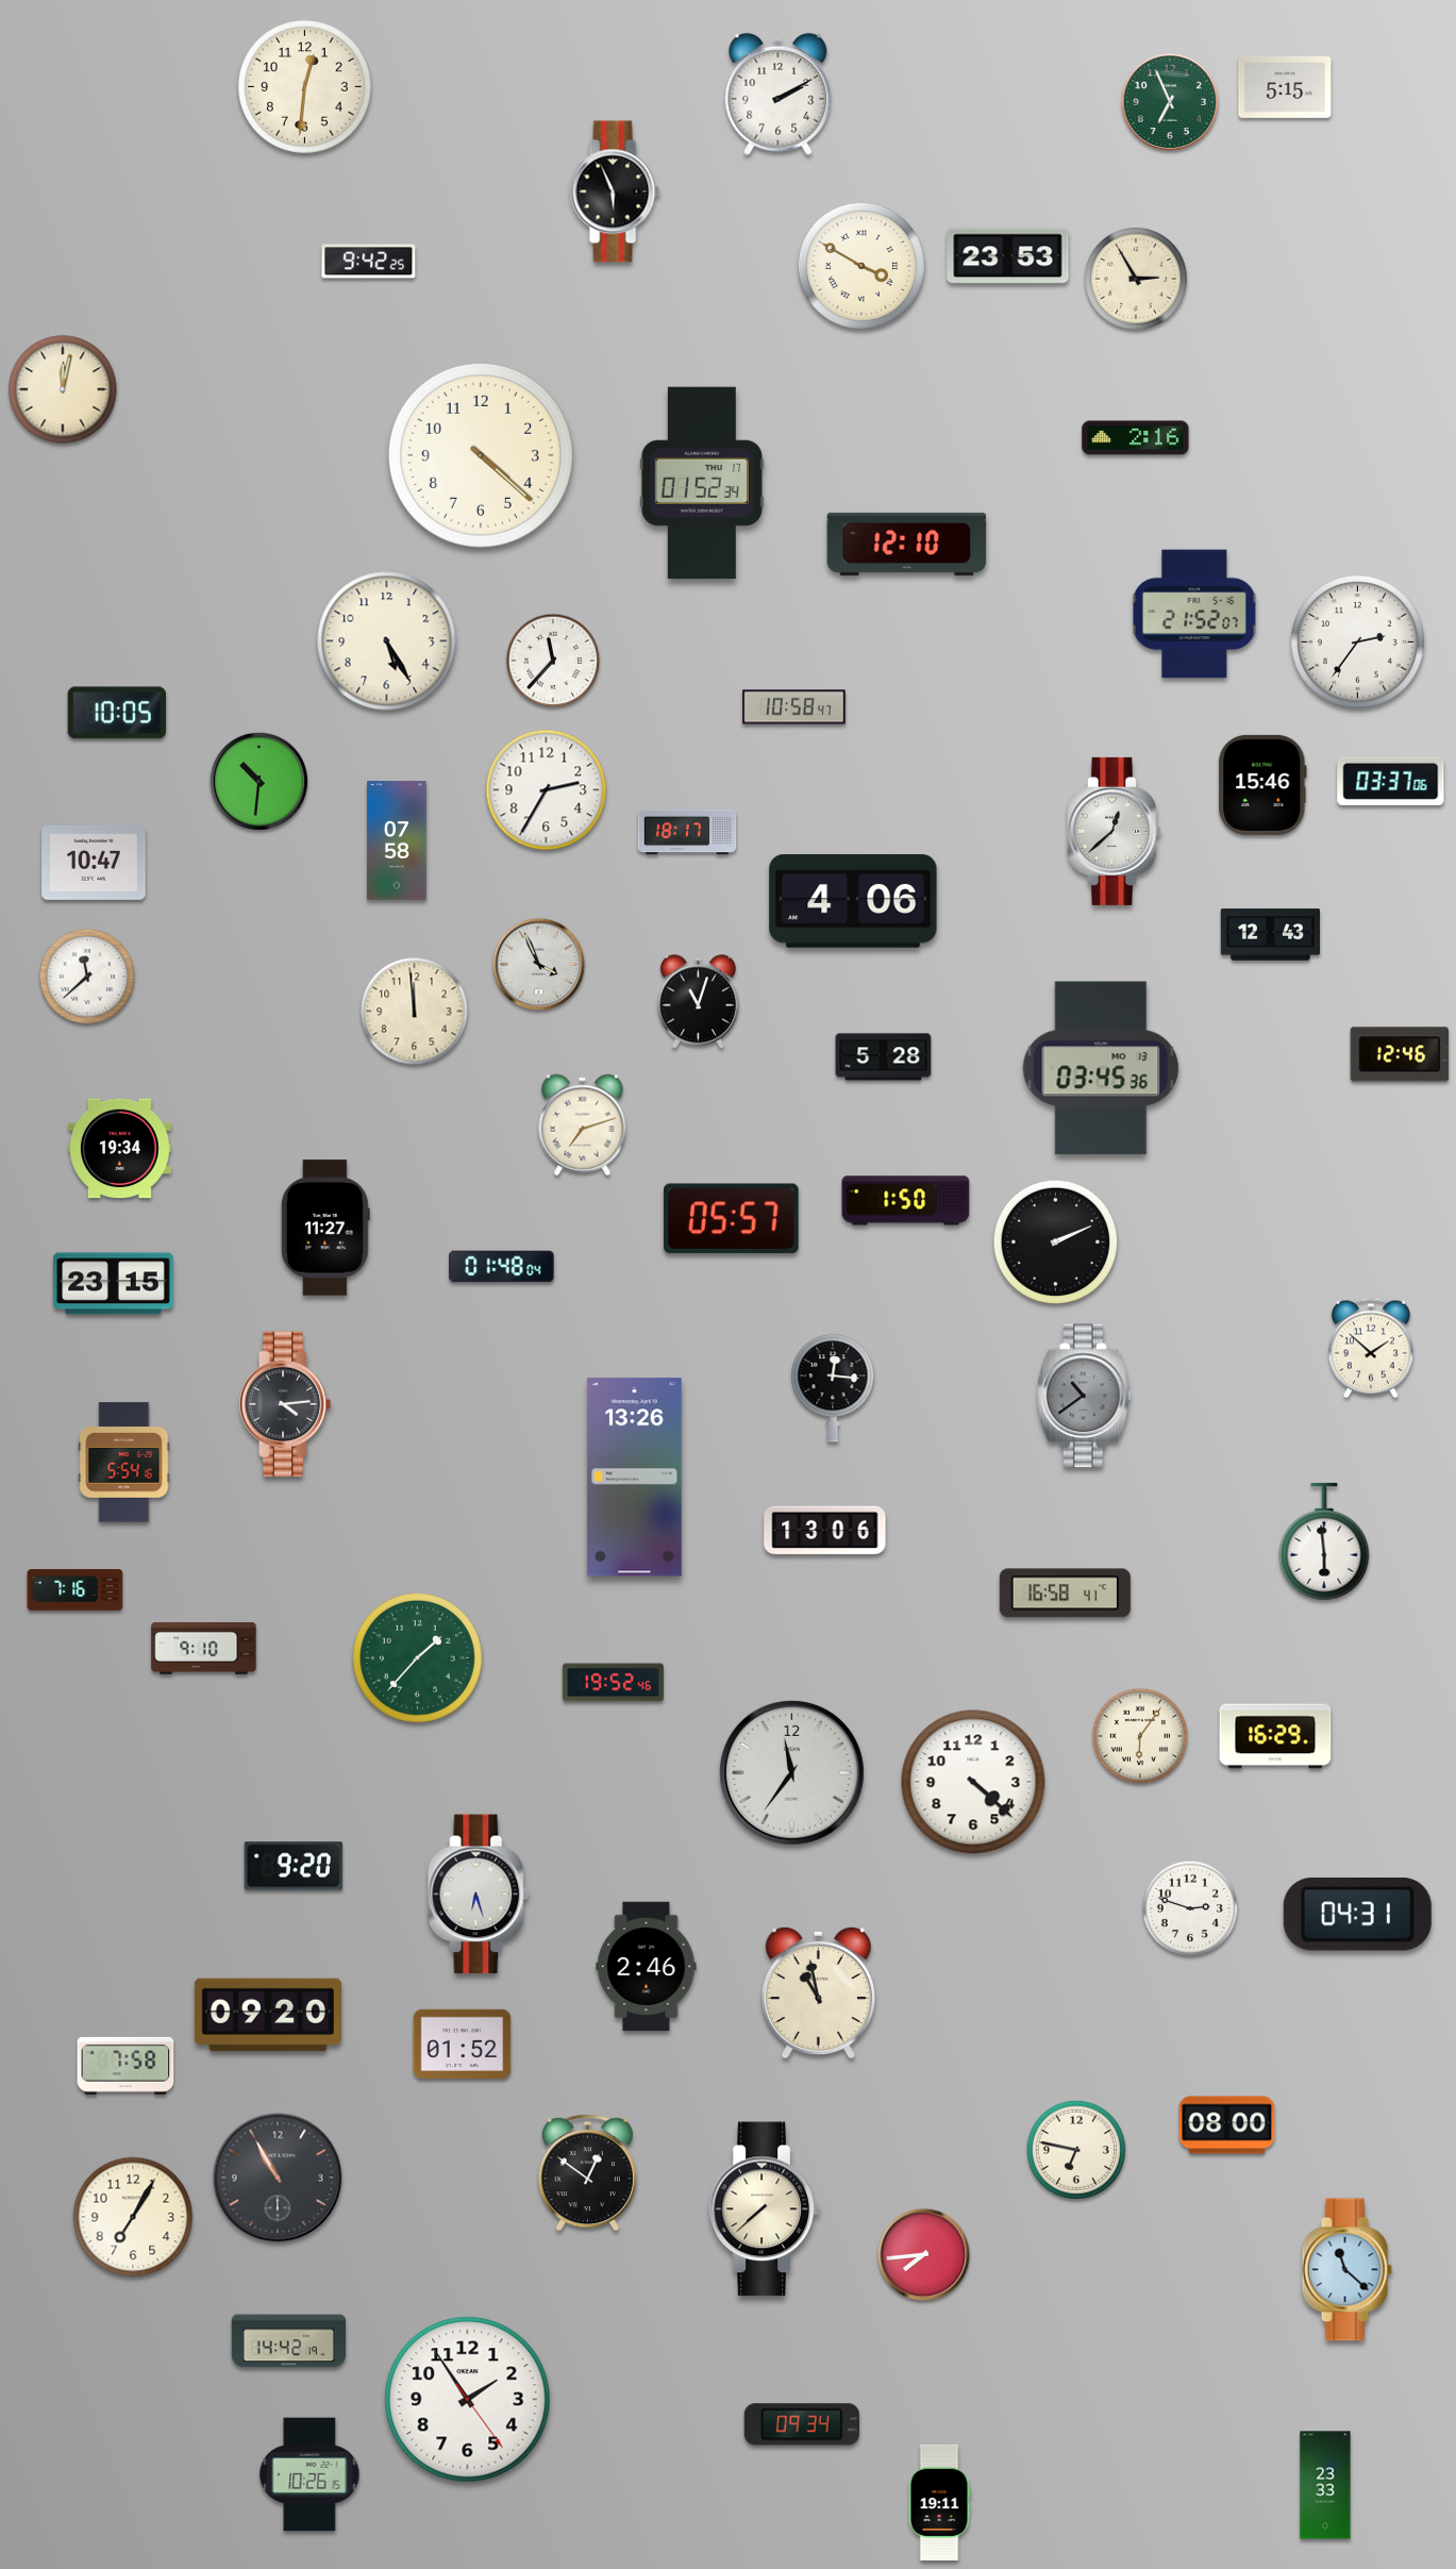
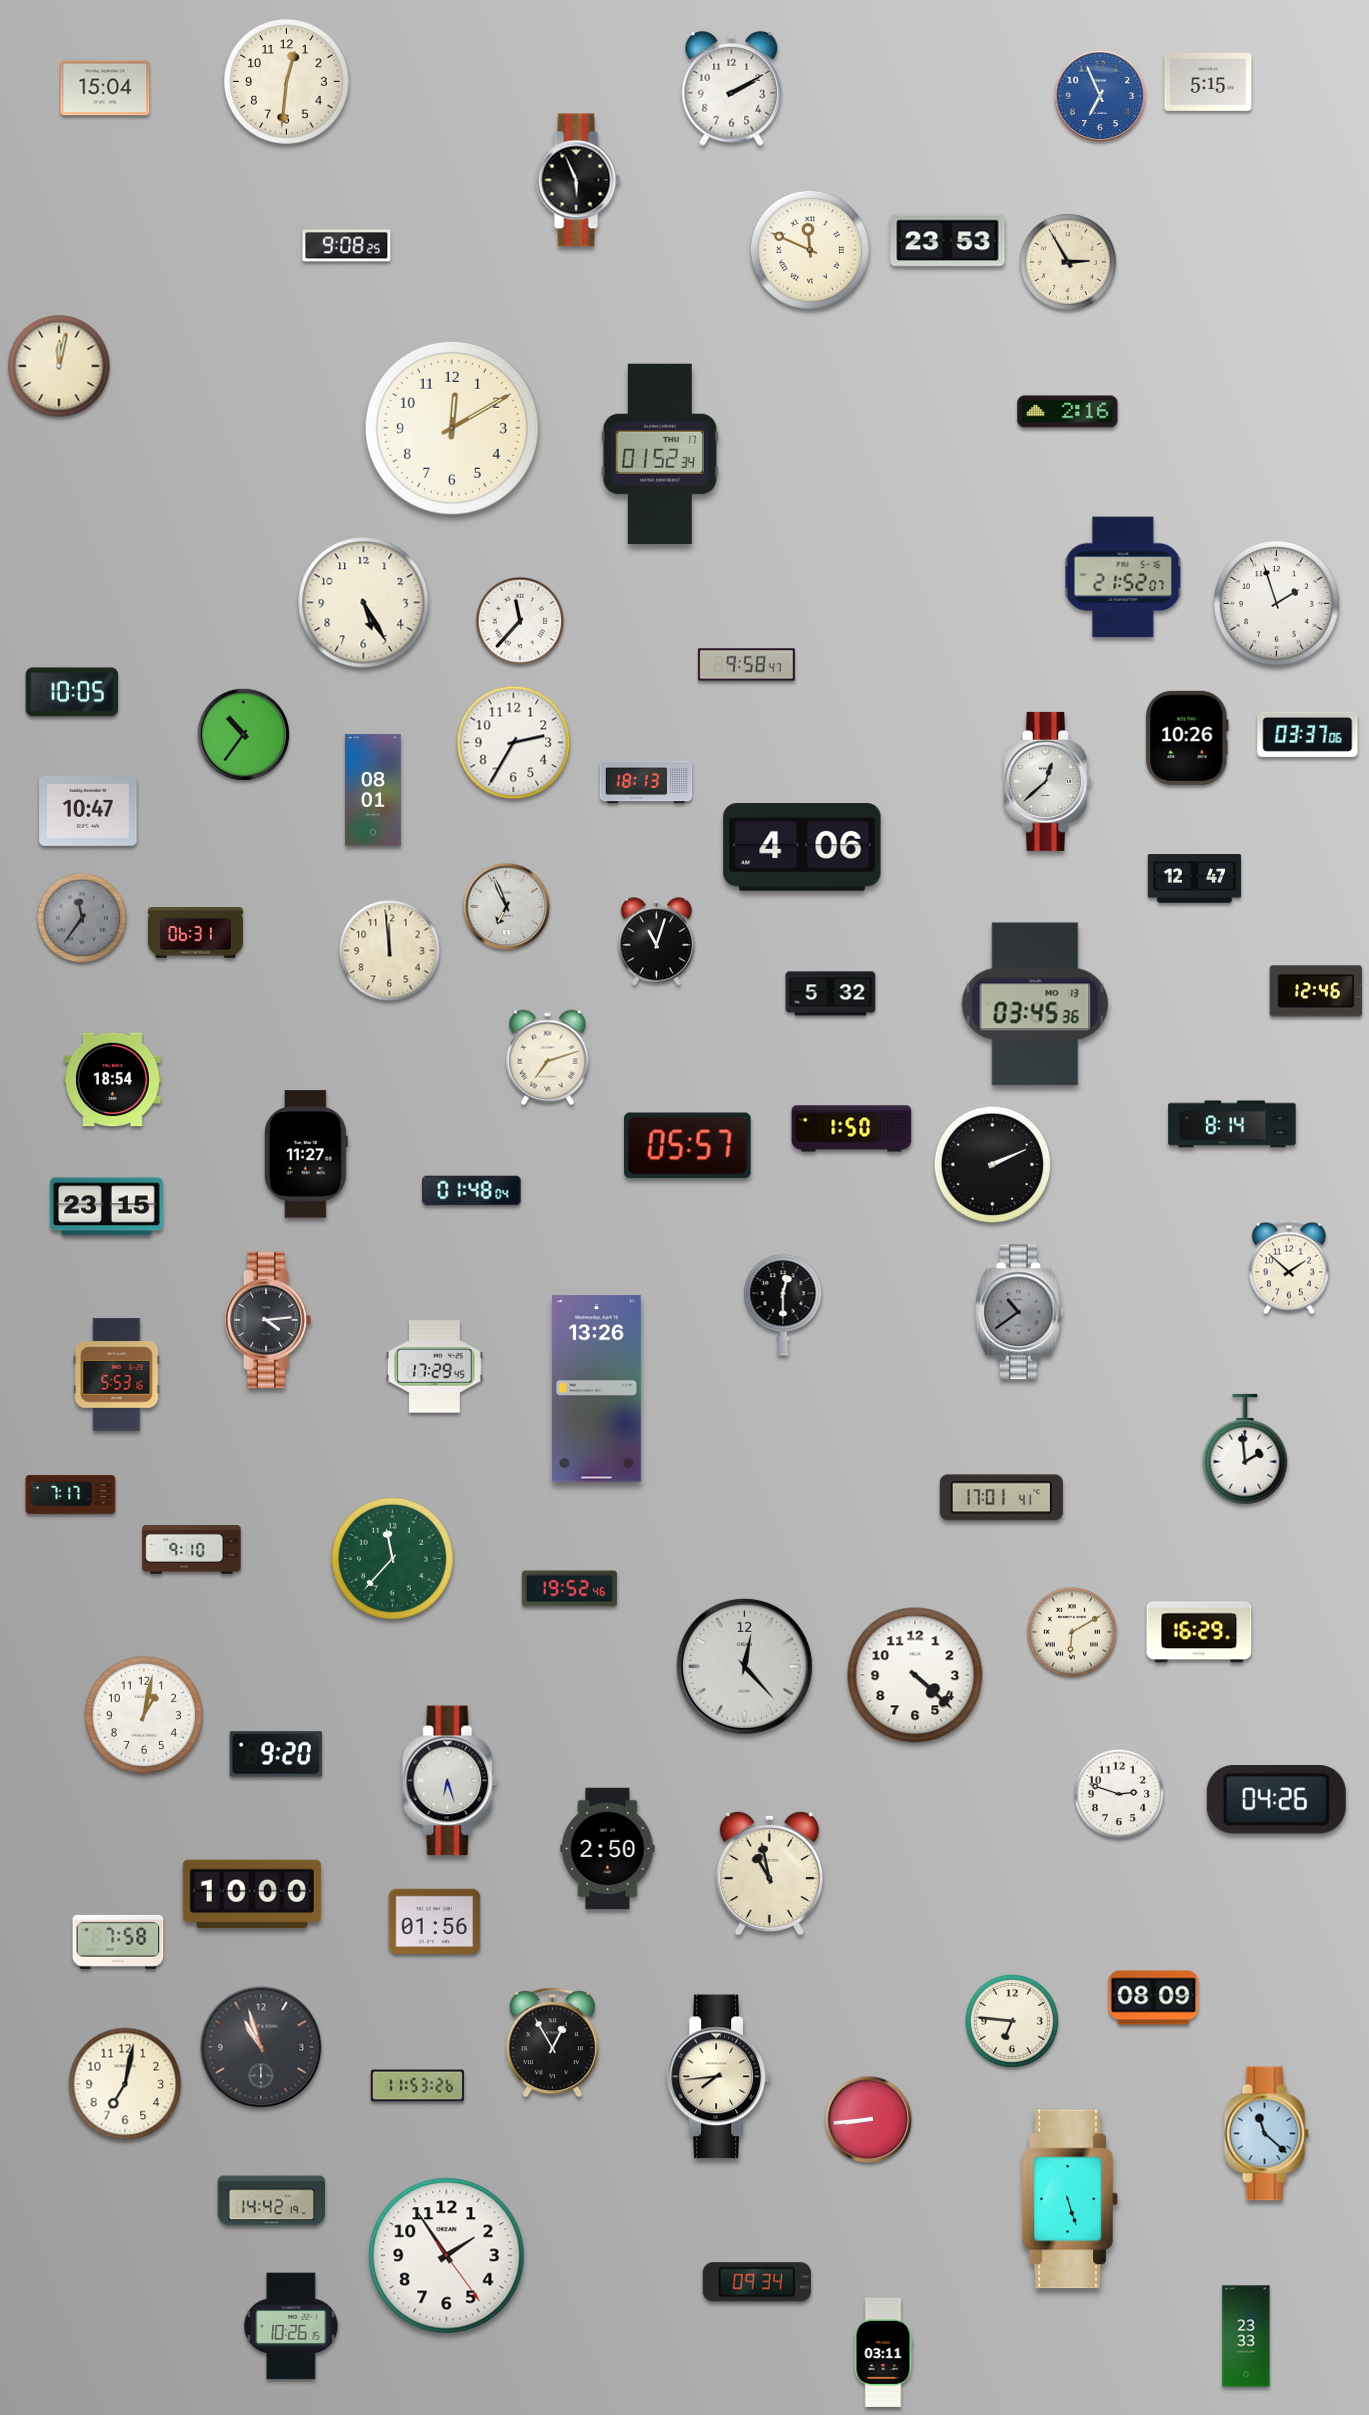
clock at (105, 88): none -> 15:04
clock at (1170, 102) dial: green -> blue
clock at (369, 262): 9:42 -> 9:08
clock at (861, 266): 3:50 -> 11:49
clock at (481, 455): 4:22 -> 12:10
clock at (907, 544): 12:10 -> none
clock at (1358, 643): 2:36 -> 1:57
clock at (794, 707): 10:58 -> 9:58
clock at (117, 713) position: (117, 713) -> (72, 692)
clock at (258, 781): 10:31 -> 10:36
clock at (1262, 785): 15:46 -> 10:26
clock at (687, 832): 18:17 -> 18:13
clock at (397, 840): 07:58 -> 08:01
clock at (1270, 935): 12:43 -> 12:47
clock at (539, 965): 3:56 -> 6:56
clock at (87, 977): 11:38 -> 11:36
clock at (87, 977) dial: white -> grey
clock at (195, 933): none -> 06:31
clock at (884, 1057): 5:28 -> 5:32
clock at (120, 1149): 19:34 -> 18:54
clock at (1232, 1124): none -> 8:14
clock at (1056, 1242) position: (1056, 1242) -> (993, 1165)
clock at (833, 1388): 12:16 -> 12:30
clock at (435, 1367): none -> 17:29
clock at (124, 1463): 5:54 -> 5:53
clock at (825, 1531): 13:06 -> none
clock at (1324, 1541): 5:59 -> 1:59
clock at (76, 1590): 7:16 -> 7:17
clock at (1065, 1594): 16:58 -> 17:01
clock at (417, 1657): 1:37 -> 11:37
clock at (613, 1683) position: (613, 1683) -> (569, 1589)
clock at (1140, 1736): 6:06 -> 6:10
clock at (791, 1772): 11:36 -> 12:23
clock at (143, 1714): none -> 1:02
clock at (1357, 1915): 04:31 -> 04:26
clock at (647, 1967): 2:46 -> 2:50
clock at (268, 2015): 09:20 -> 10:00
clock at (463, 2043): 01:52 -> 01:56
clock at (1227, 2125): 08:00 -> 08:09
clock at (1076, 2150): 6:47 -> 6:46
clock at (587, 2173): 12:51 -> 12:55
clock at (278, 2178): 10:55 -> 10:57
clock at (764, 2209): 7:38 -> 7:44
clock at (133, 2217): 7:05 -> 7:02
clock at (418, 2086): none -> 11:53
clock at (924, 2255): 7:44 -> 8:44
clock at (1070, 2199): none -> 5:27
clock at (468, 2400) position: (468, 2400) -> (447, 2256)
clock at (802, 2424) position: (802, 2424) -> (757, 2282)
clock at (939, 2502): 19:11 -> 03:11
